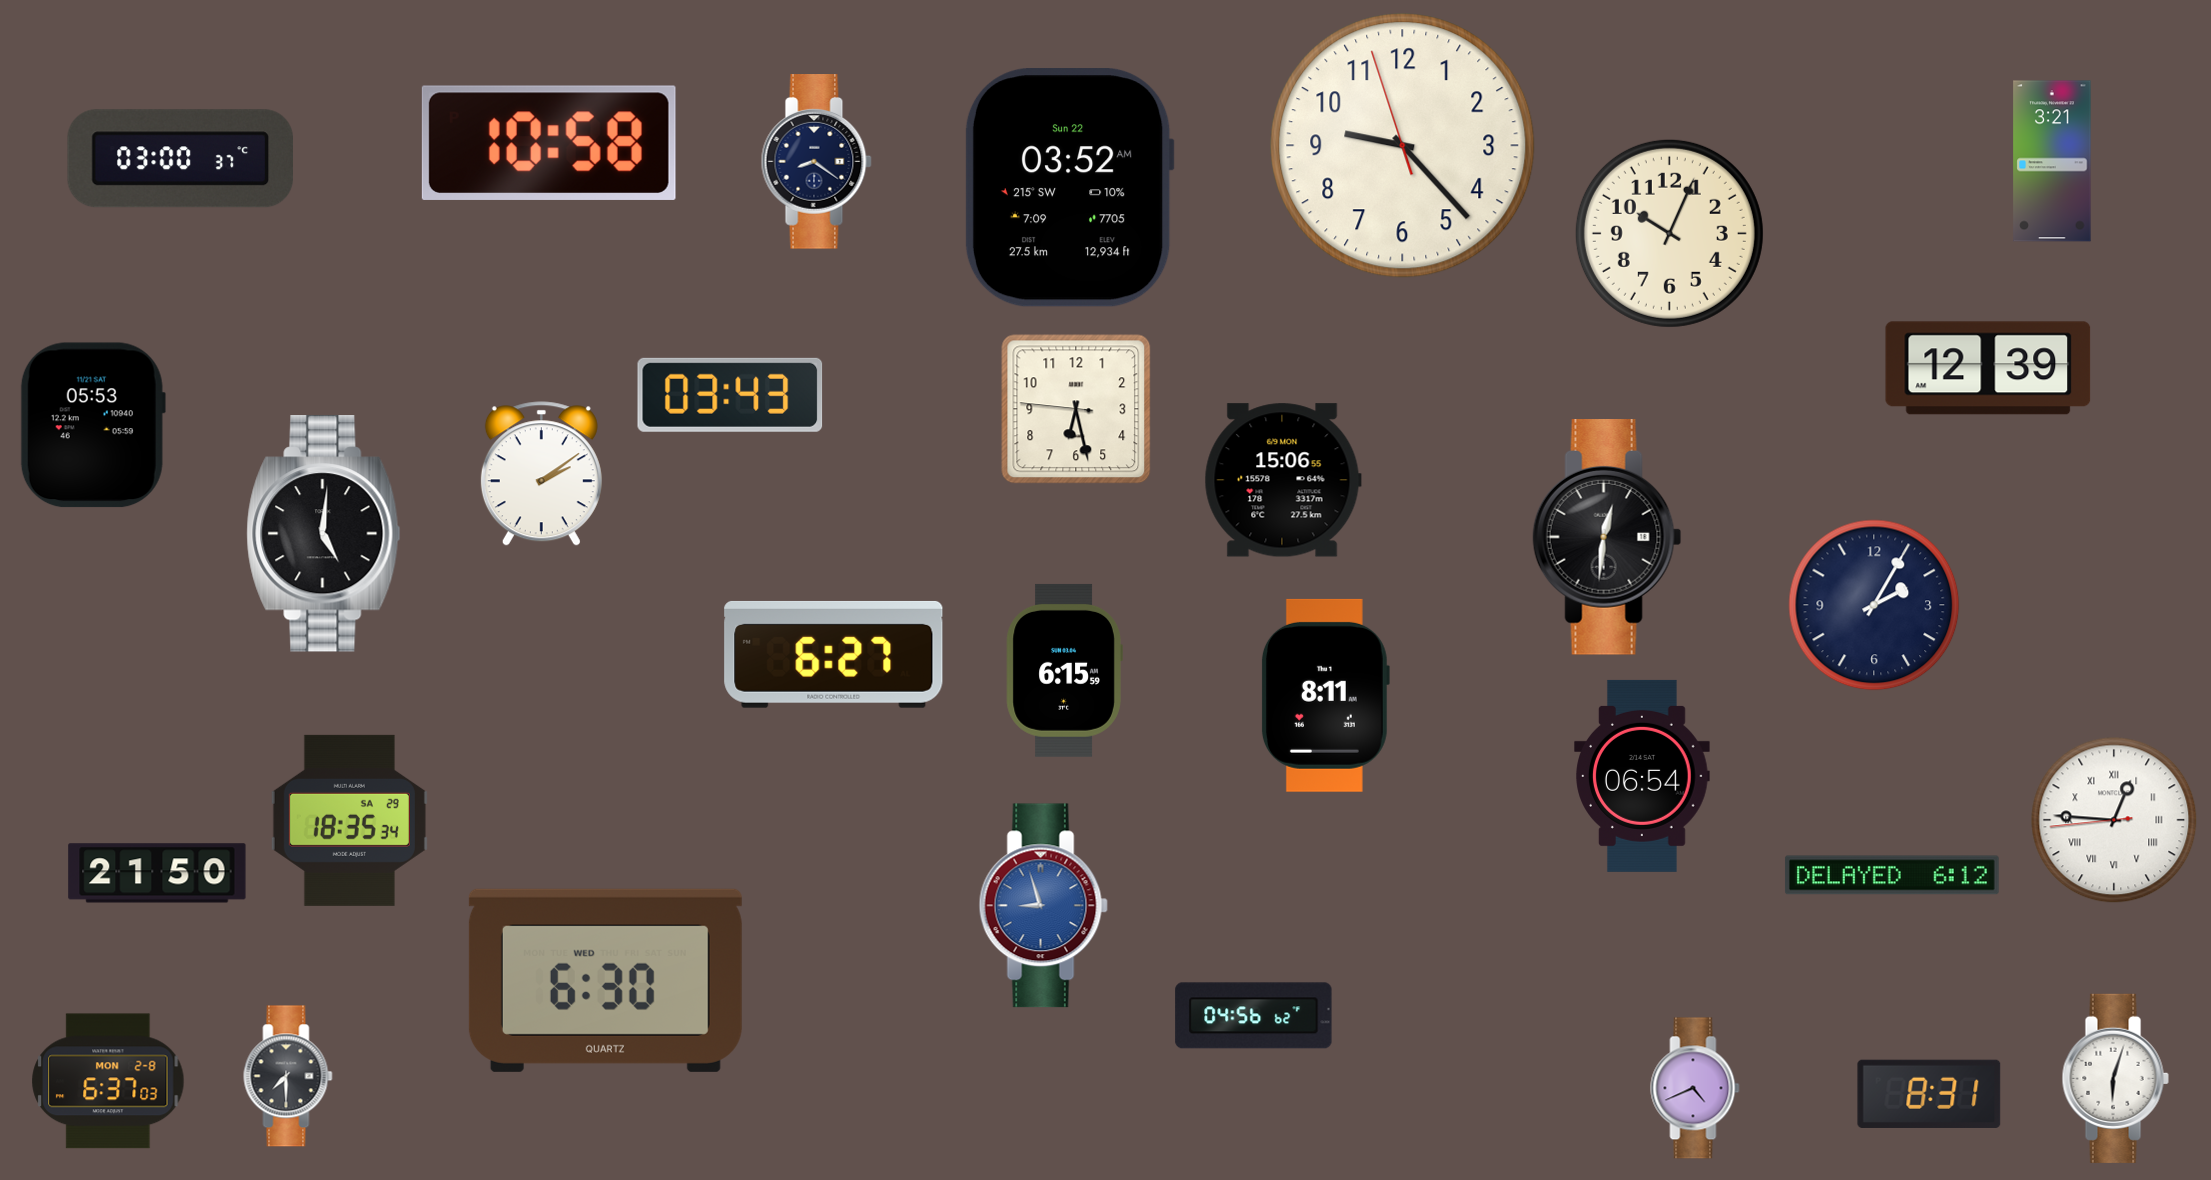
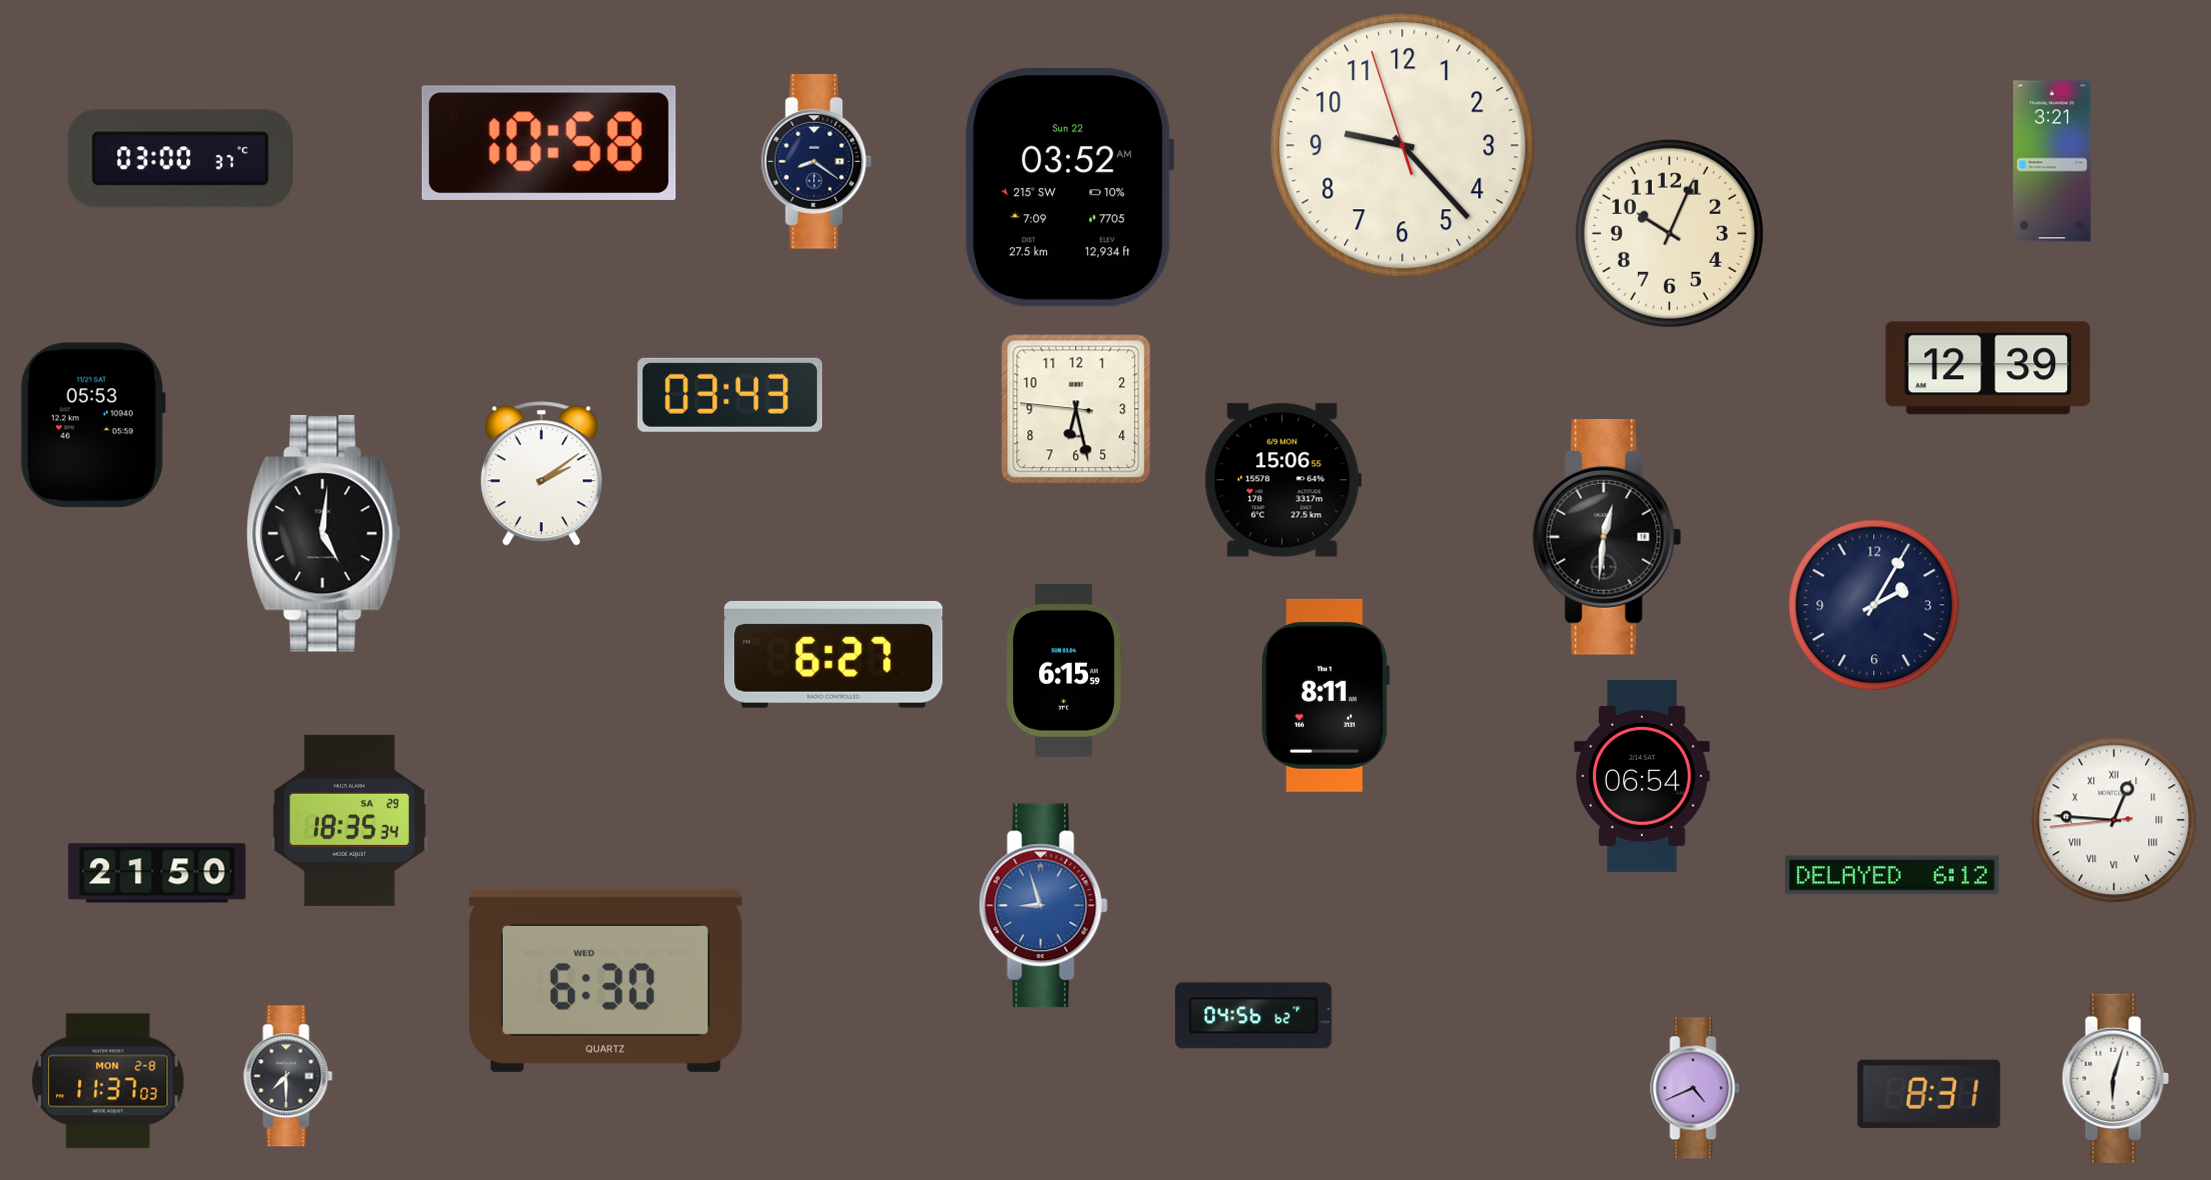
clock at (108, 1081): 6:37 -> 11:37
